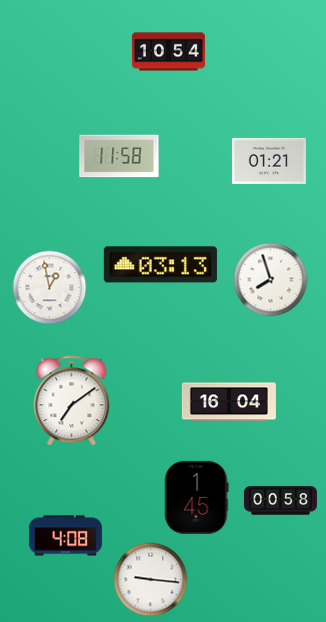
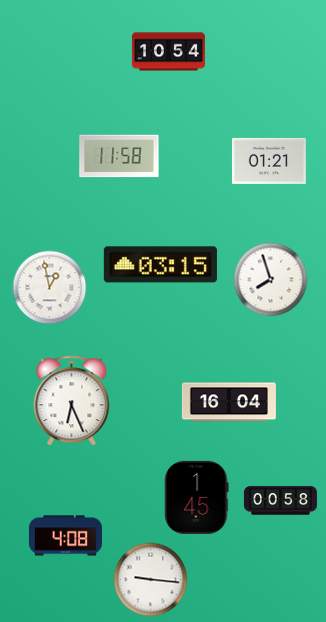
clock at (160, 265): 03:13 -> 03:15
clock at (72, 401): 7:09 -> 6:26
